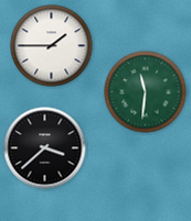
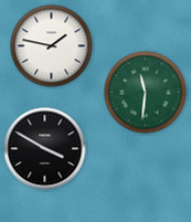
clock at (52, 46): 1:45 -> 1:47
clock at (45, 148): 3:38 -> 3:50
